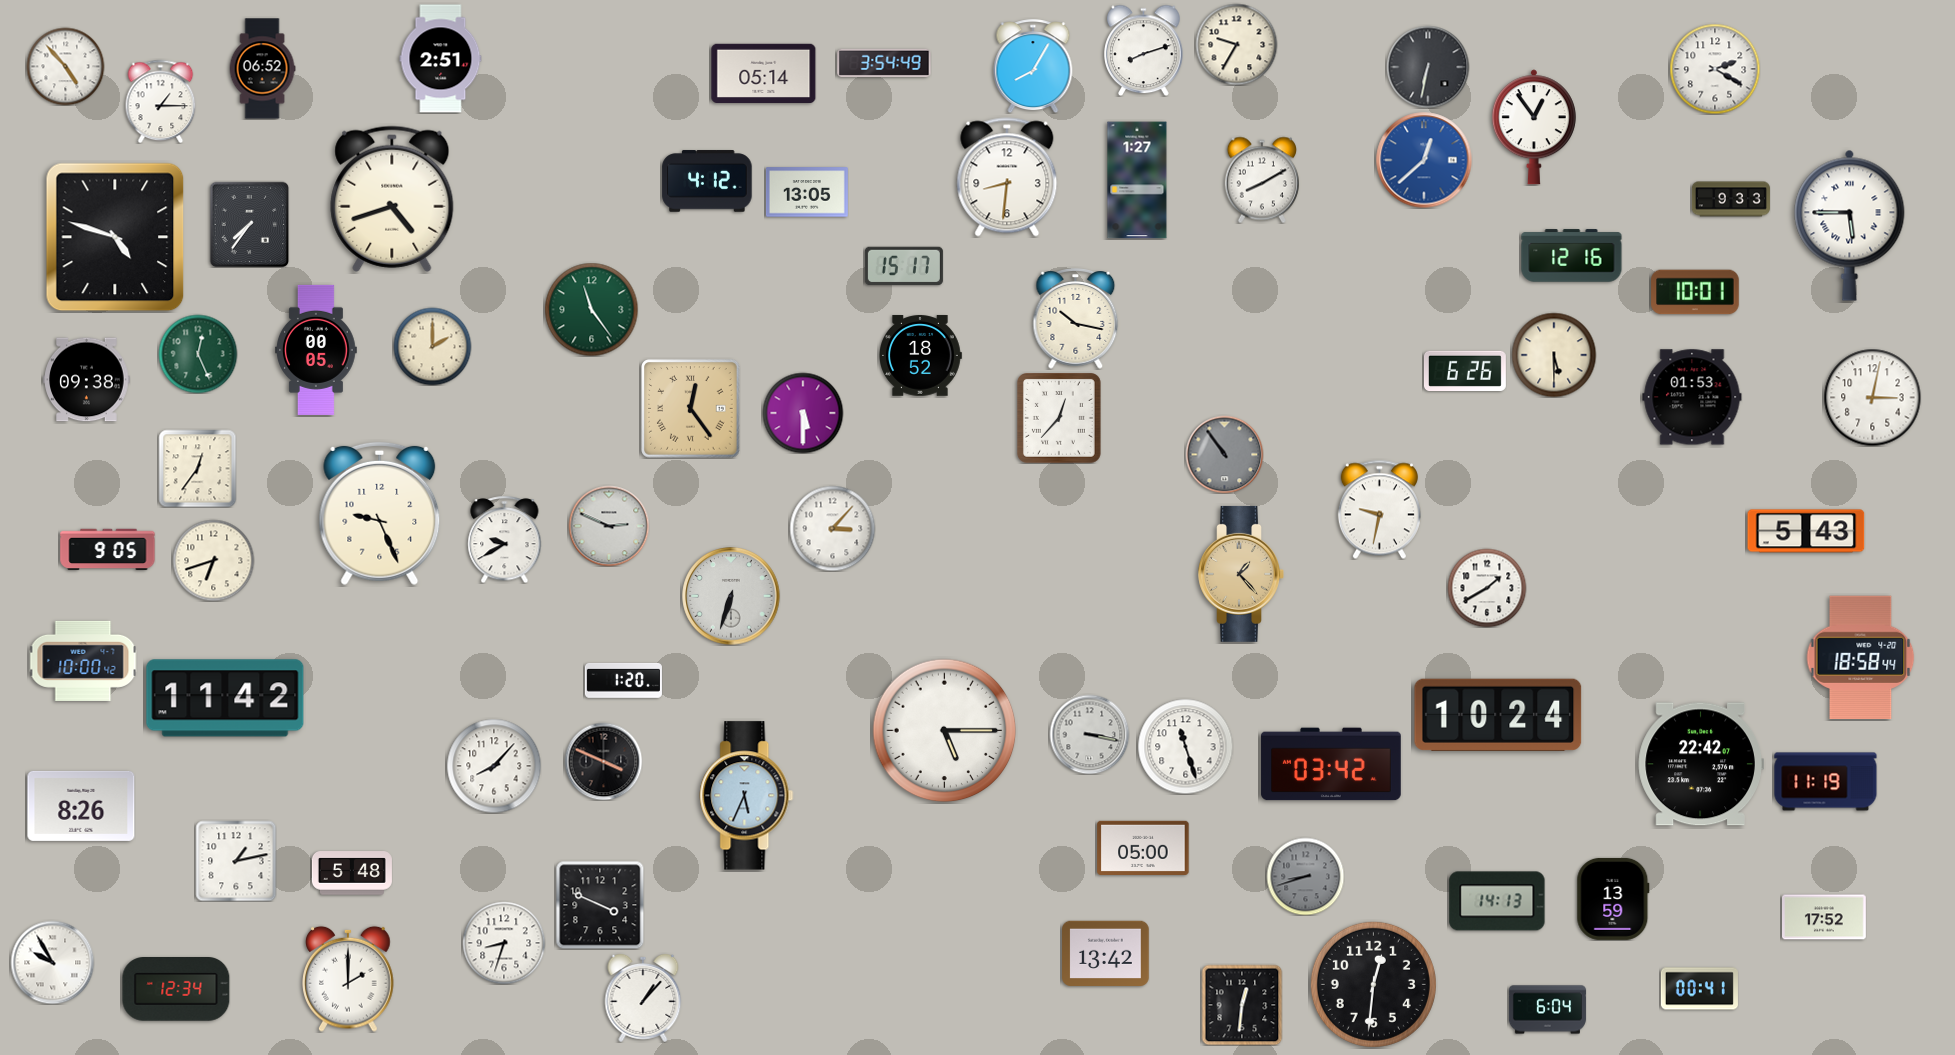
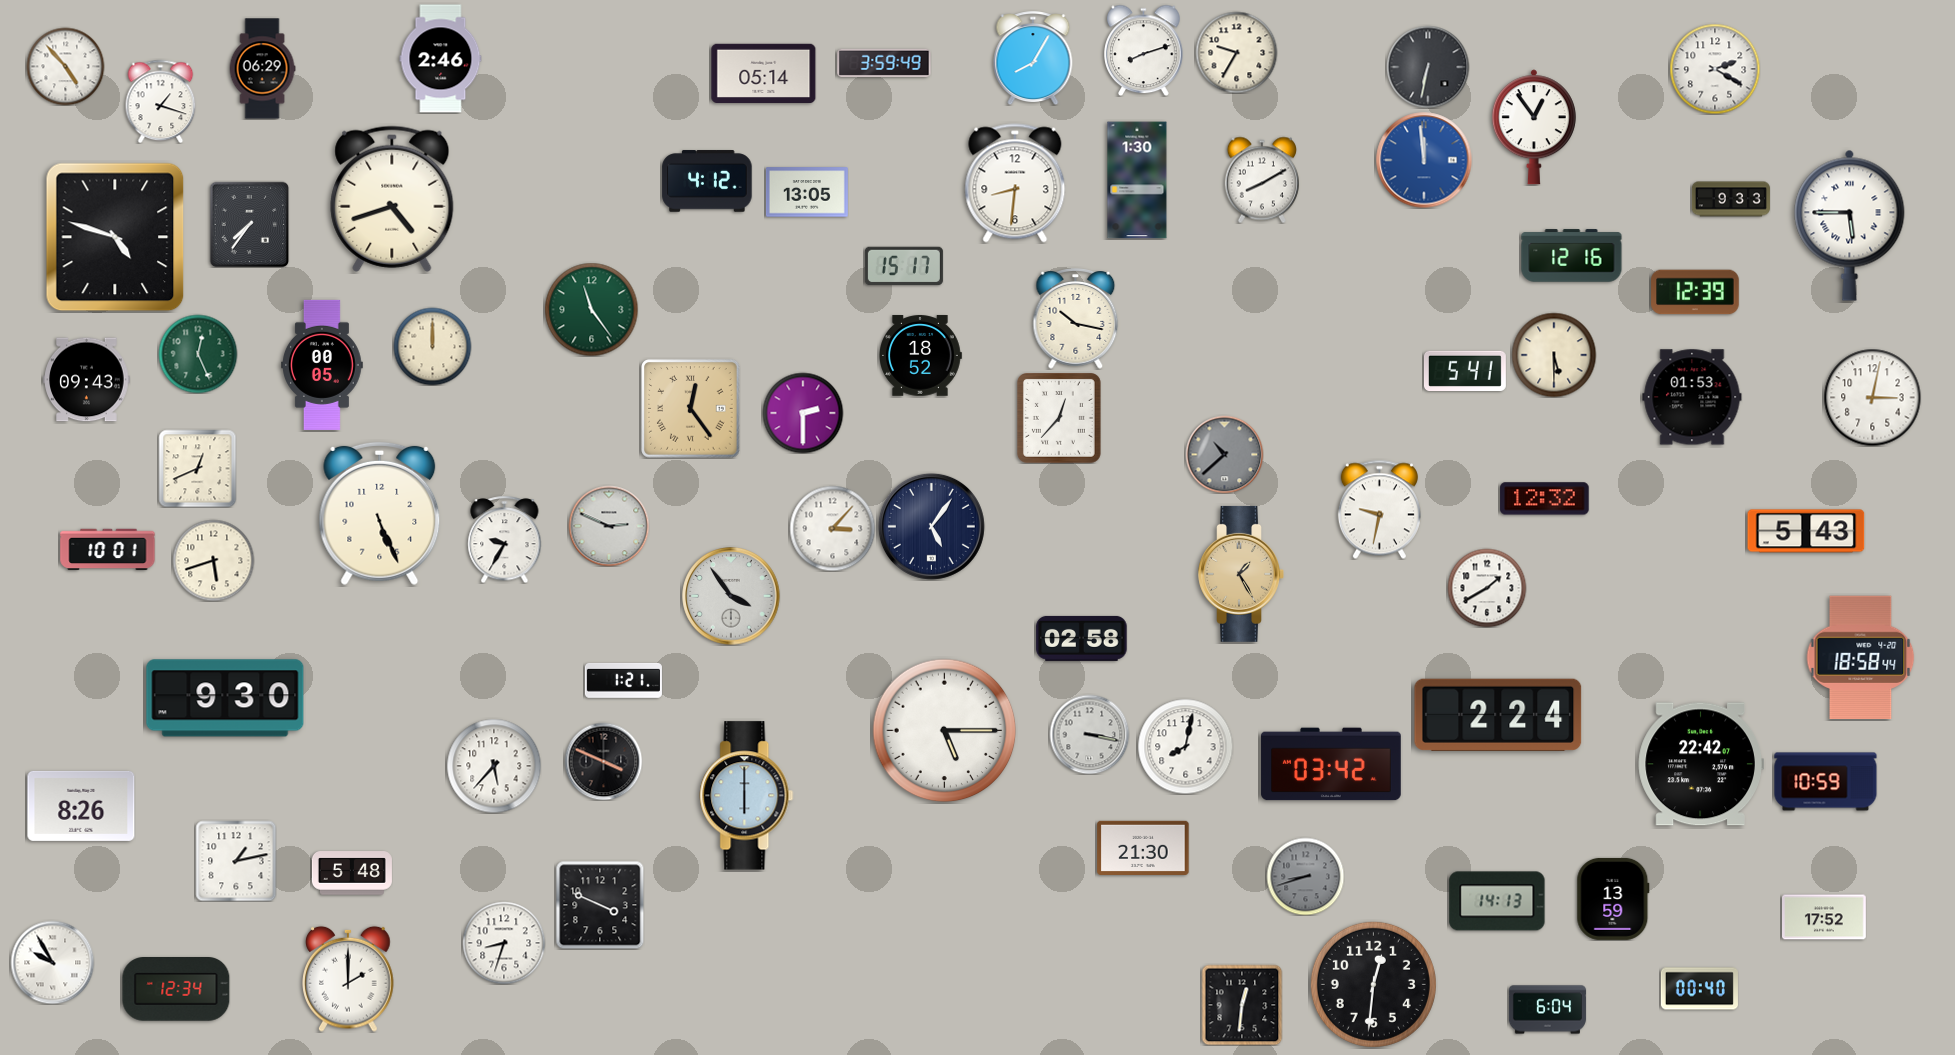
clock at (1236, 44) position: (1236, 44) -> (1236, 52)
clock at (441, 59): 2:51 -> 2:46
clock at (884, 62): 3:54 -> 3:59
clock at (1033, 66) position: (1033, 66) -> (1033, 58)
clock at (262, 69): 06:52 -> 06:29
clock at (161, 101): 1:15 -> 1:18
clock at (1424, 160): 12:38 -> 11:59
clock at (1007, 177) position: (1007, 177) -> (1015, 183)
clock at (1137, 180): 1:27 -> 1:30
clock at (1695, 292): 10:01 -> 12:39
clock at (432, 346): 2:00 -> 12:00
clock at (317, 350) position: (317, 350) -> (323, 365)
clock at (1465, 371): 6:26 -> 5:41
clock at (87, 380): 09:38 -> 09:43
clock at (803, 413): 5:30 -> 2:30
clock at (1224, 454): 10:54 -> 10:38
clock at (197, 468): 12:36 -> 12:41
clock at (1545, 499): none -> 12:32
clock at (380, 514): 9:26 -> 5:26
clock at (931, 526): none -> 5:06
clock at (505, 539): 9:40 -> 9:35
clock at (108, 550): 9:05 -> 10:01
clock at (213, 560): 6:42 -> 5:42
clock at (1241, 574): 1:23 -> 1:25
clock at (731, 596): 6:33 -> 3:54
clock at (1082, 638): none -> 02:58
clock at (83, 661): 10:00 -> none
clock at (623, 680): 1:20 -> 1:21
clock at (225, 698): 11:42 -> 9:30
clock at (1498, 715): 10:24 -> 2:24
clock at (1185, 746): 11:27 -> 8:02
clock at (494, 766): 8:07 -> 5:37
clock at (1826, 782): 11:19 -> 10:59
clock at (747, 796): 5:34 -> 6:00
clock at (1143, 848): 05:00 -> 21:30
clock at (1106, 954): 13:42 -> none
clock at (1699, 989): 00:41 -> 00:40
clock at (643, 998): 1:07 -> none
